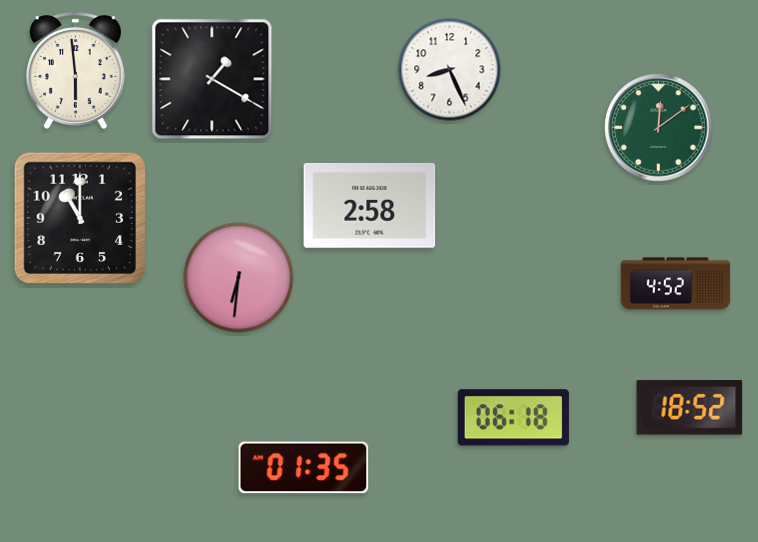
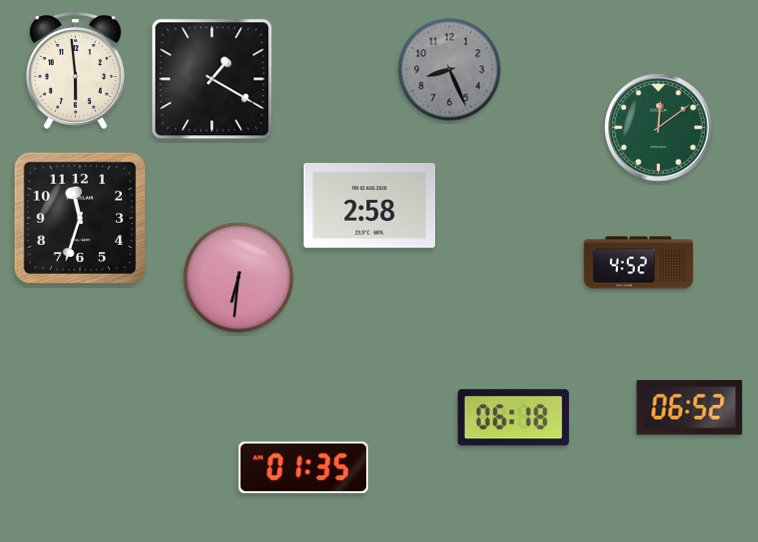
clock at (450, 70) dial: white -> grey
clock at (80, 218): 11:00 -> 11:33
clock at (676, 284) position: (676, 284) -> (639, 263)
clock at (690, 408): 18:52 -> 06:52
